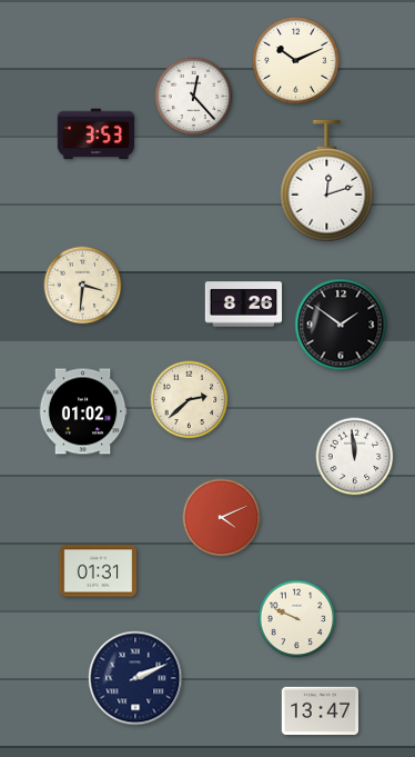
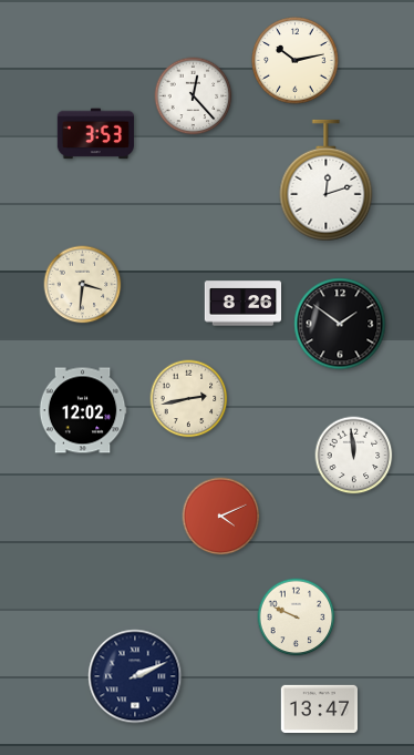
clock at (296, 61): 10:11 -> 10:13
clock at (190, 400): 2:38 -> 2:43
clock at (83, 411): 01:02 -> 12:02
clock at (98, 571): 01:31 -> none
